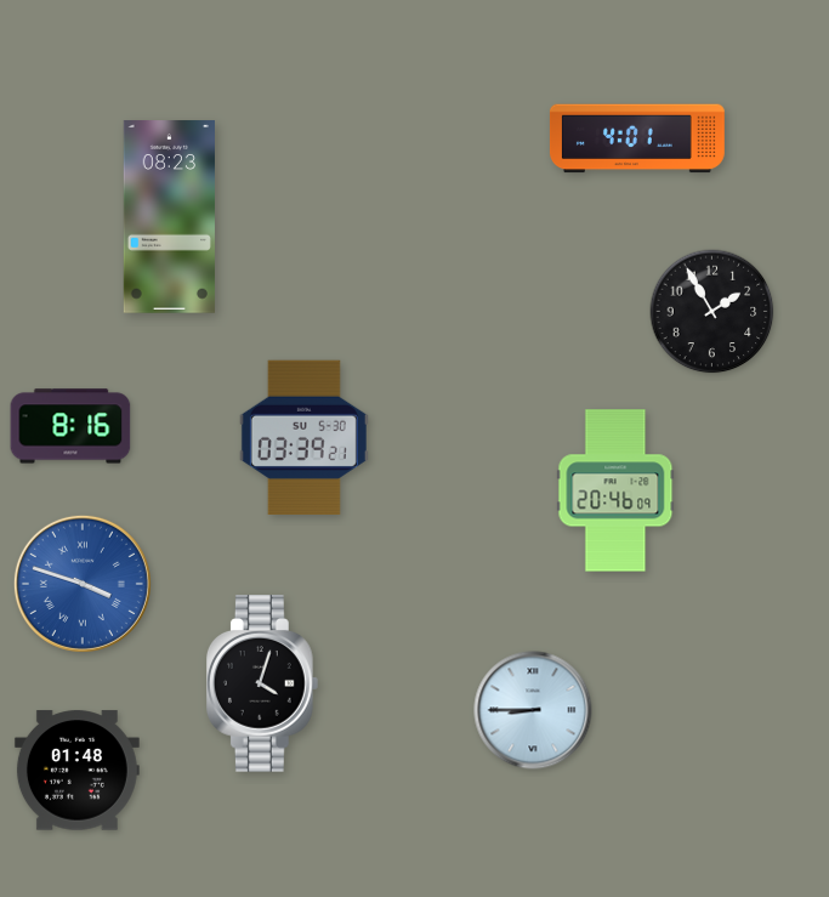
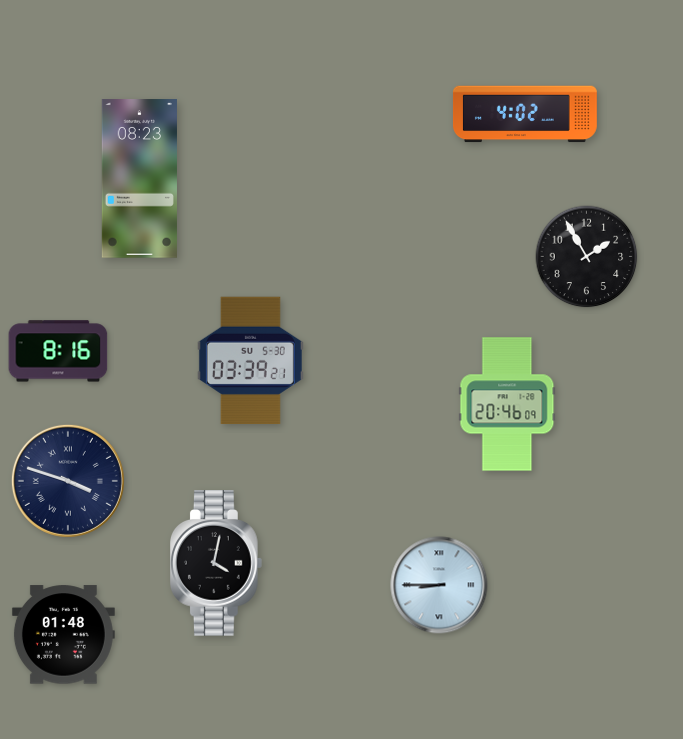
clock at (637, 138): 4:01 -> 4:02
clock at (83, 584) dial: blue -> navy
clock at (263, 683): 4:03 -> 4:02
